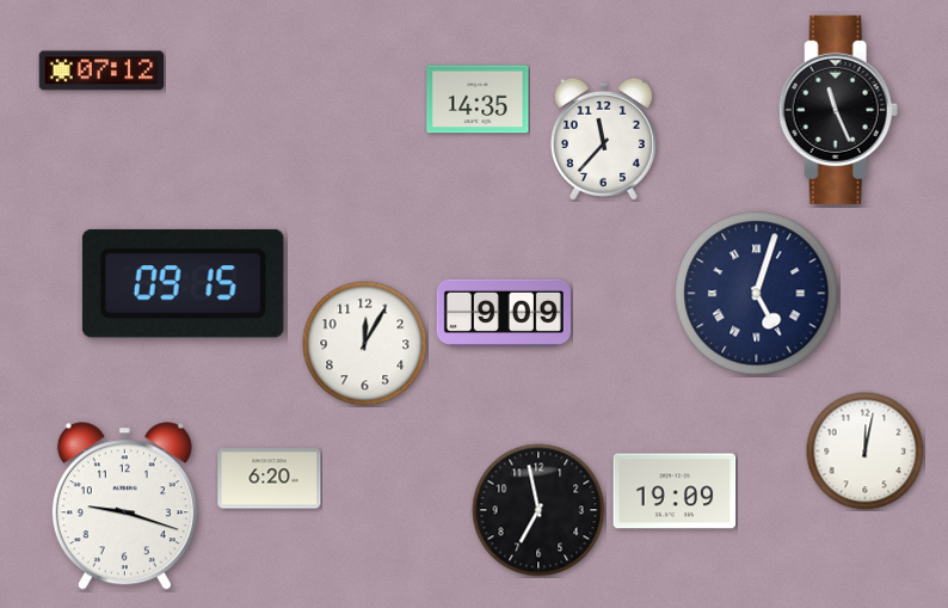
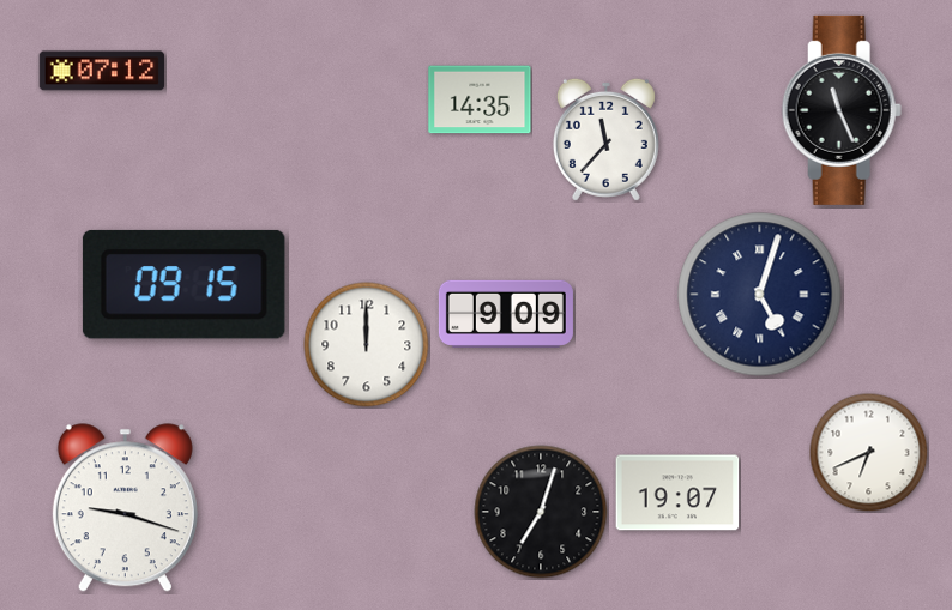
clock at (365, 344): 12:05 -> 12:00
clock at (866, 452): 12:02 -> 6:41
clock at (270, 479): 6:20 -> none
clock at (675, 491): 19:09 -> 19:07
clock at (538, 510): 6:58 -> 7:03
